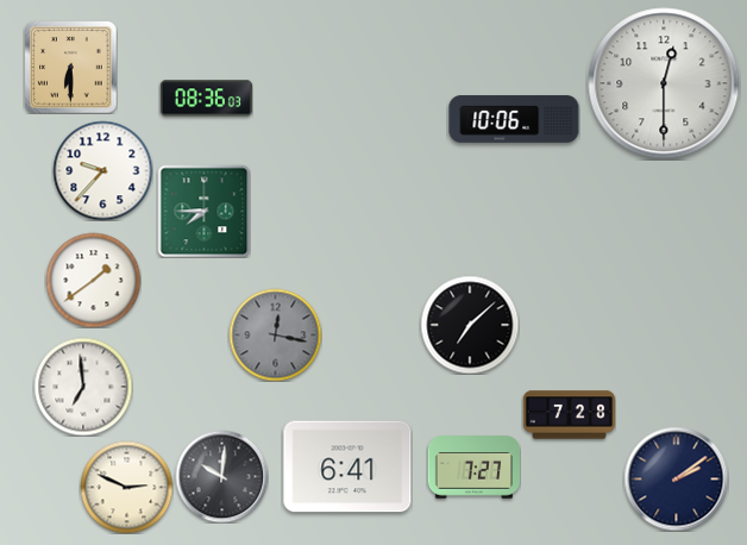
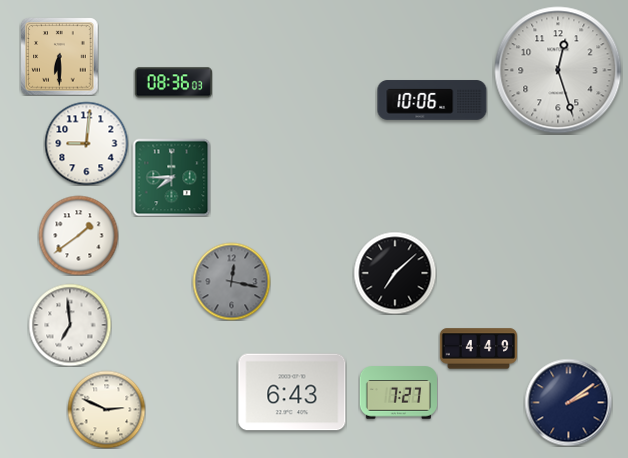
clock at (664, 83): 12:30 -> 12:27
clock at (102, 170): 9:37 -> 9:01
clock at (569, 415): 7:28 -> 4:49
clock at (347, 466): 6:41 -> 6:43
clock at (221, 476): 10:01 -> none
